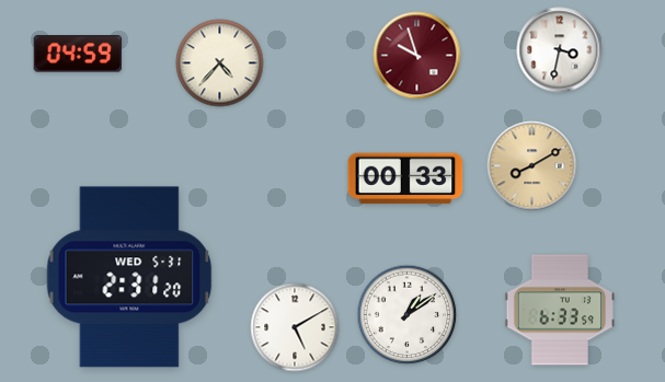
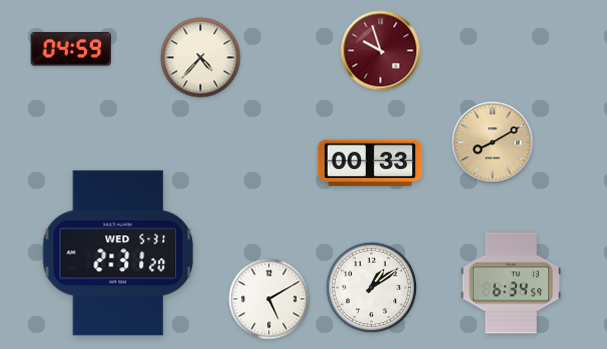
clock at (560, 50): 3:32 -> none
clock at (532, 166) position: (532, 166) -> (493, 143)
clock at (560, 310): 6:33 -> 6:34
